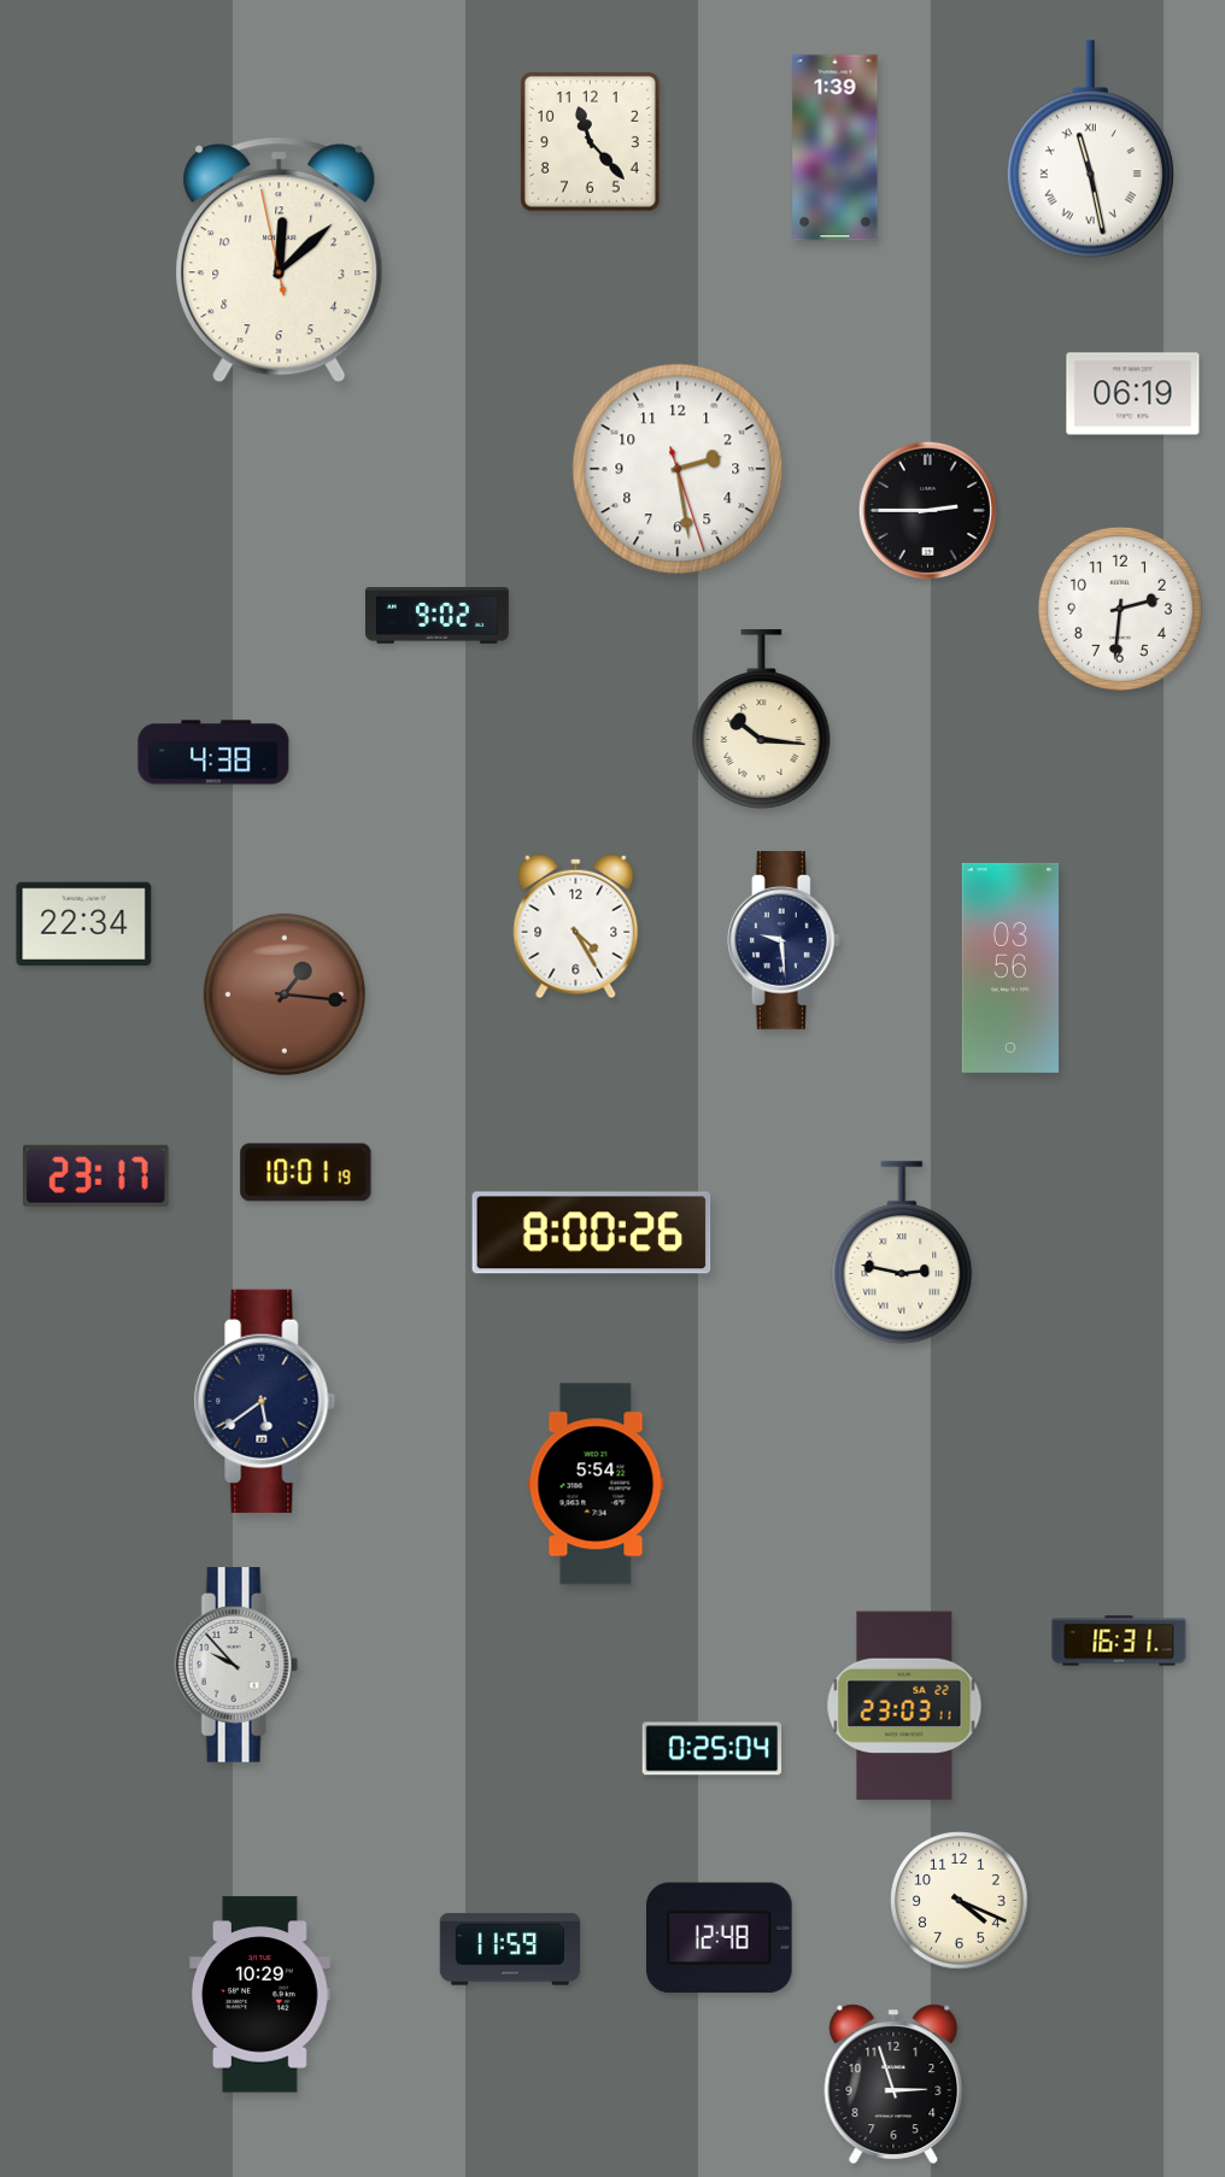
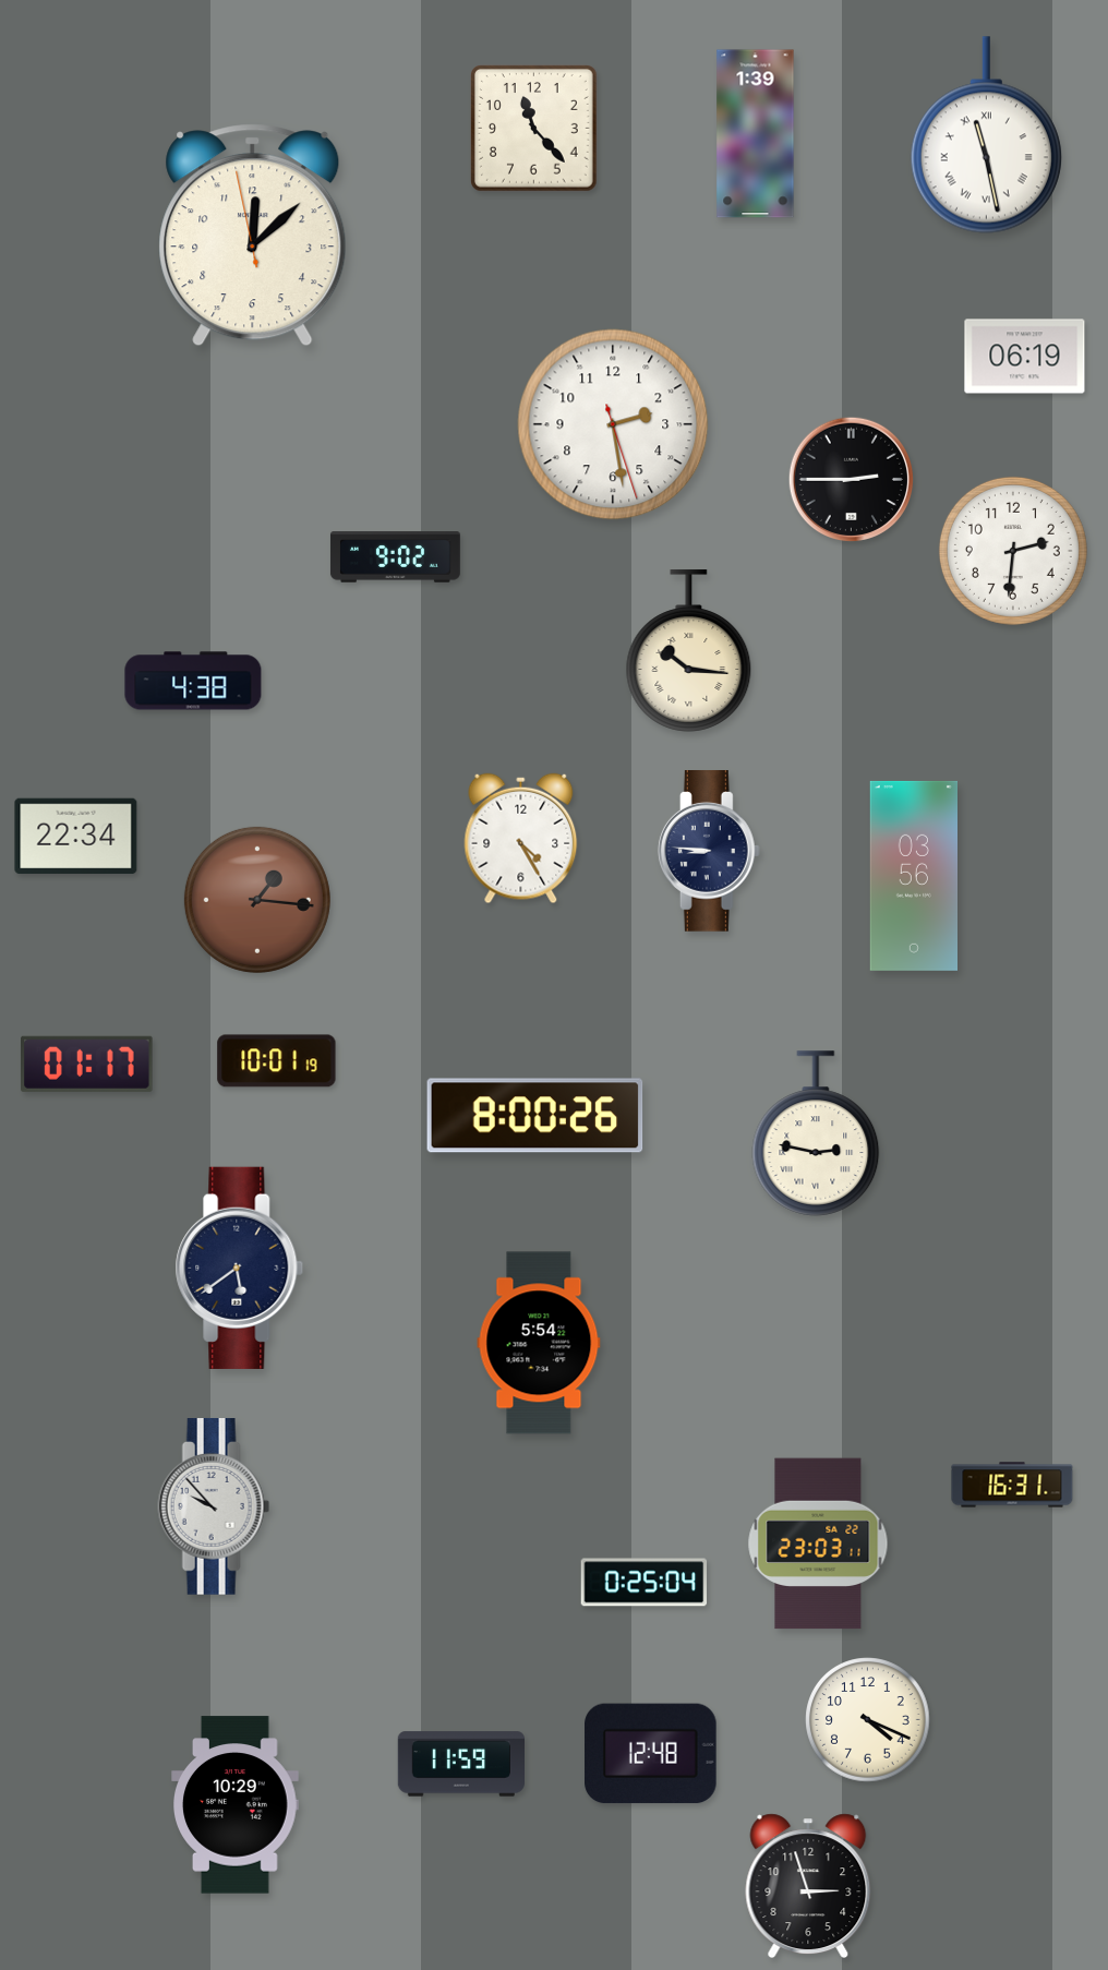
clock at (927, 510) position: (927, 510) -> (851, 479)
clock at (784, 941): 9:29 -> 8:46
clock at (96, 1175): 23:17 -> 01:17
